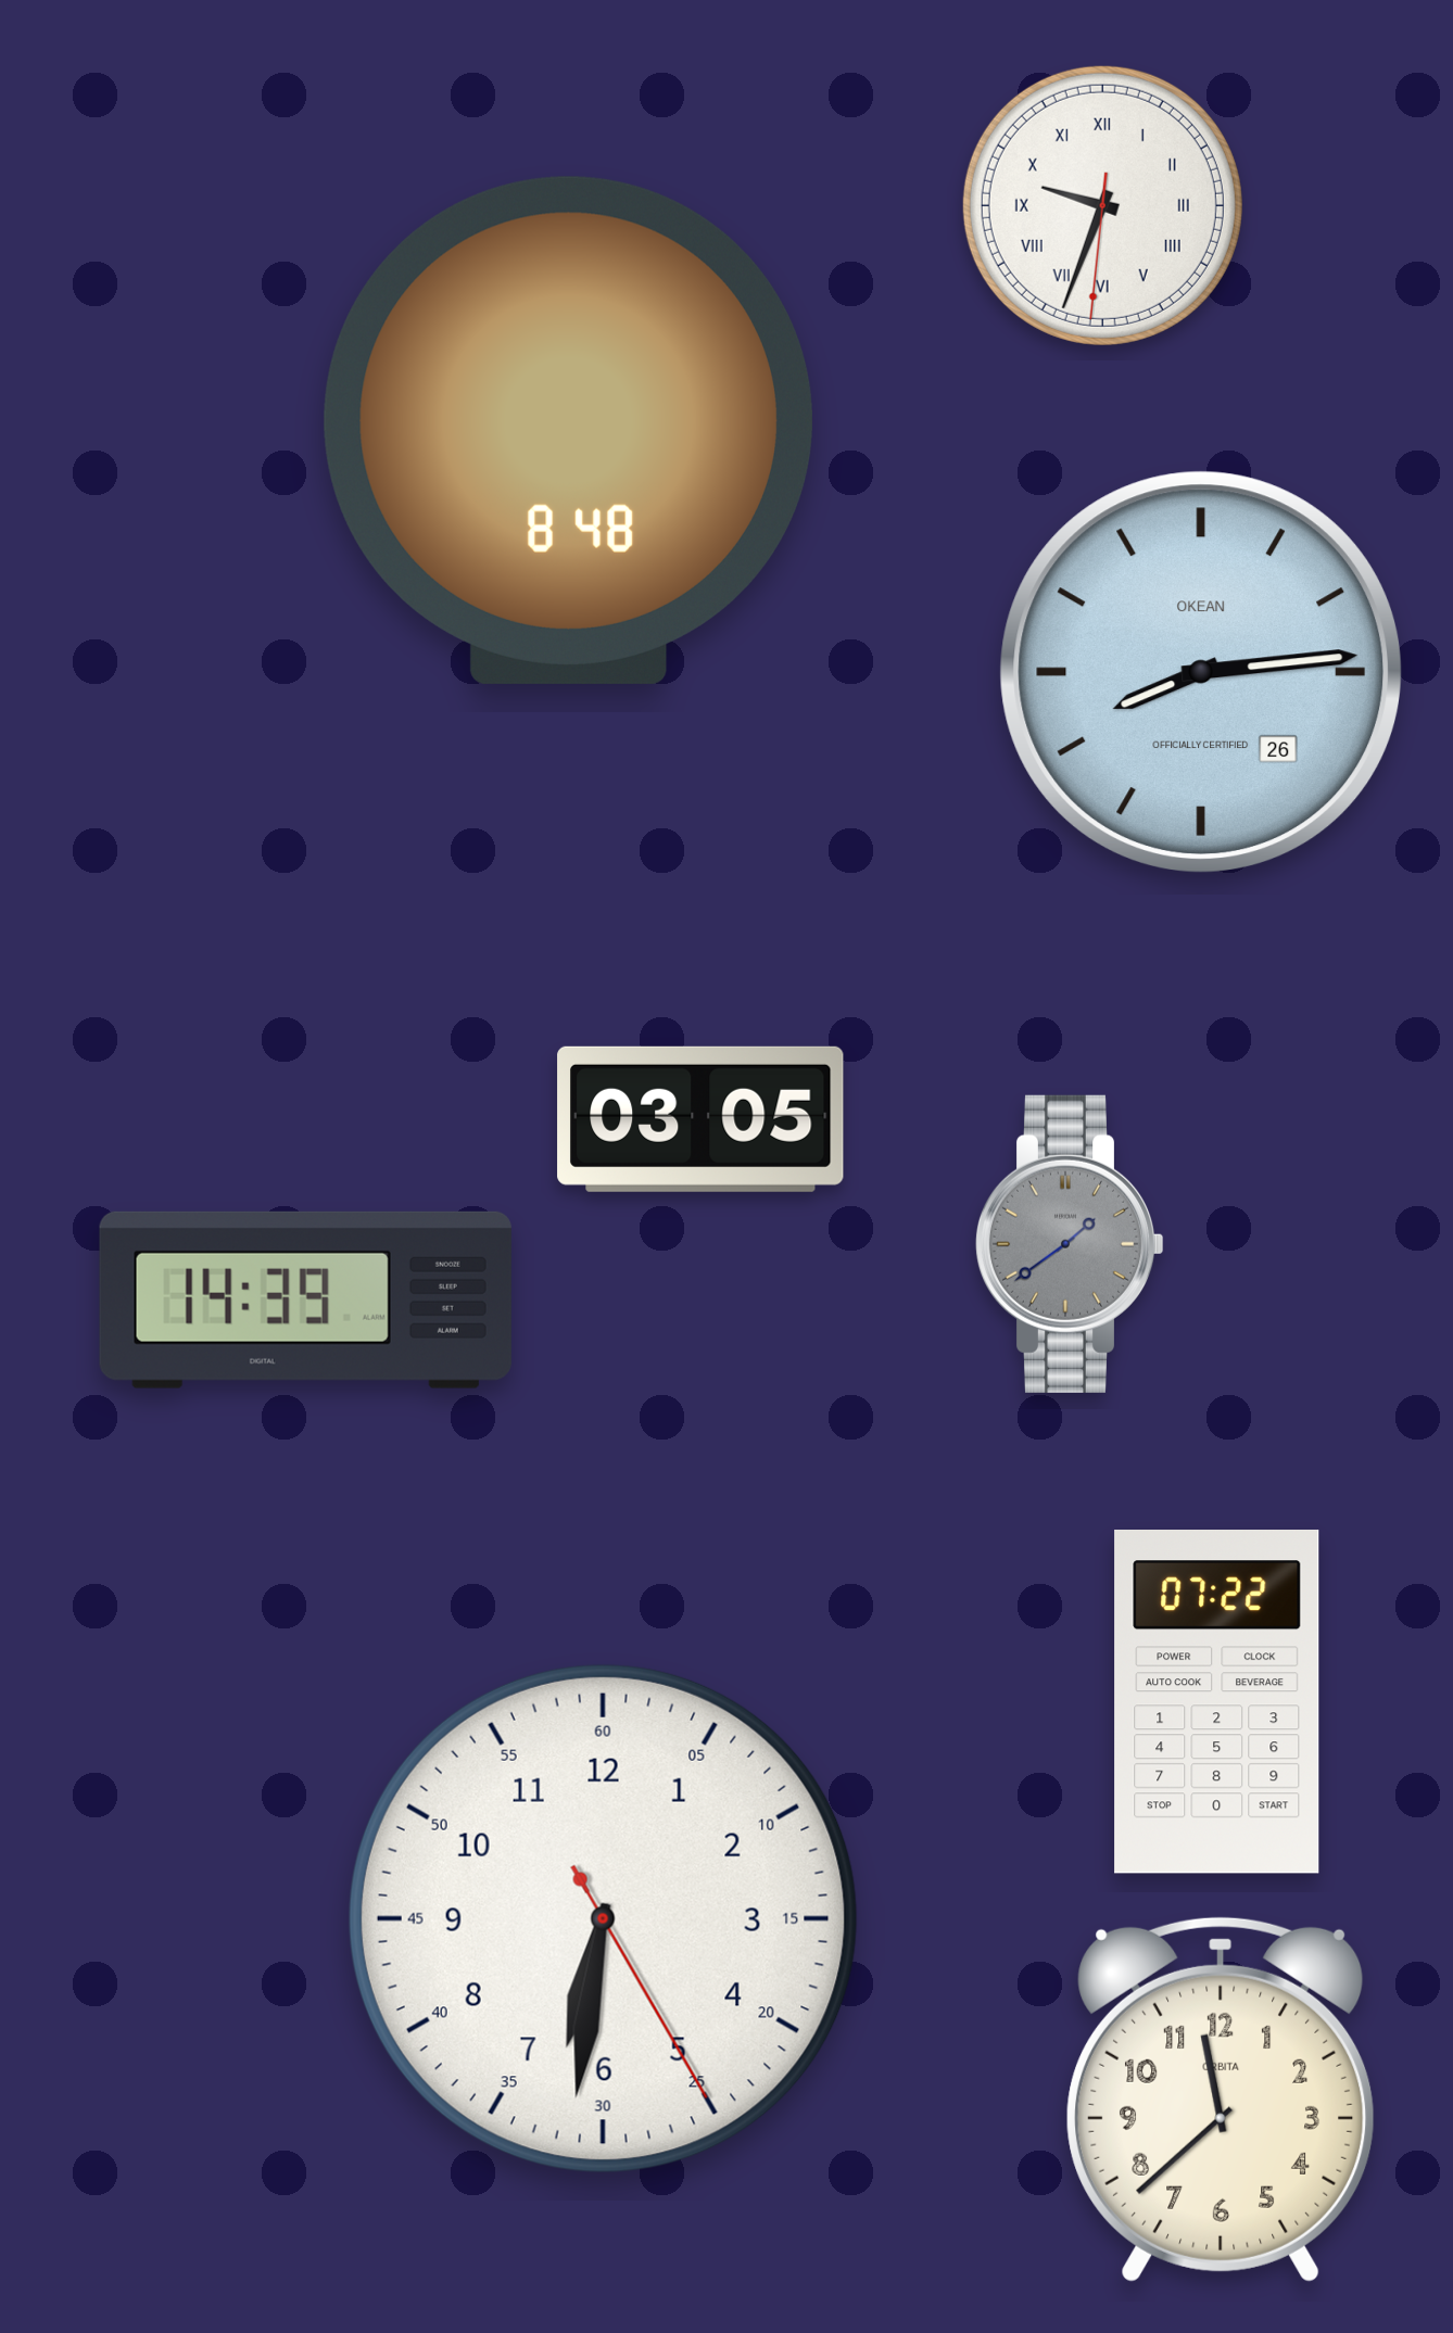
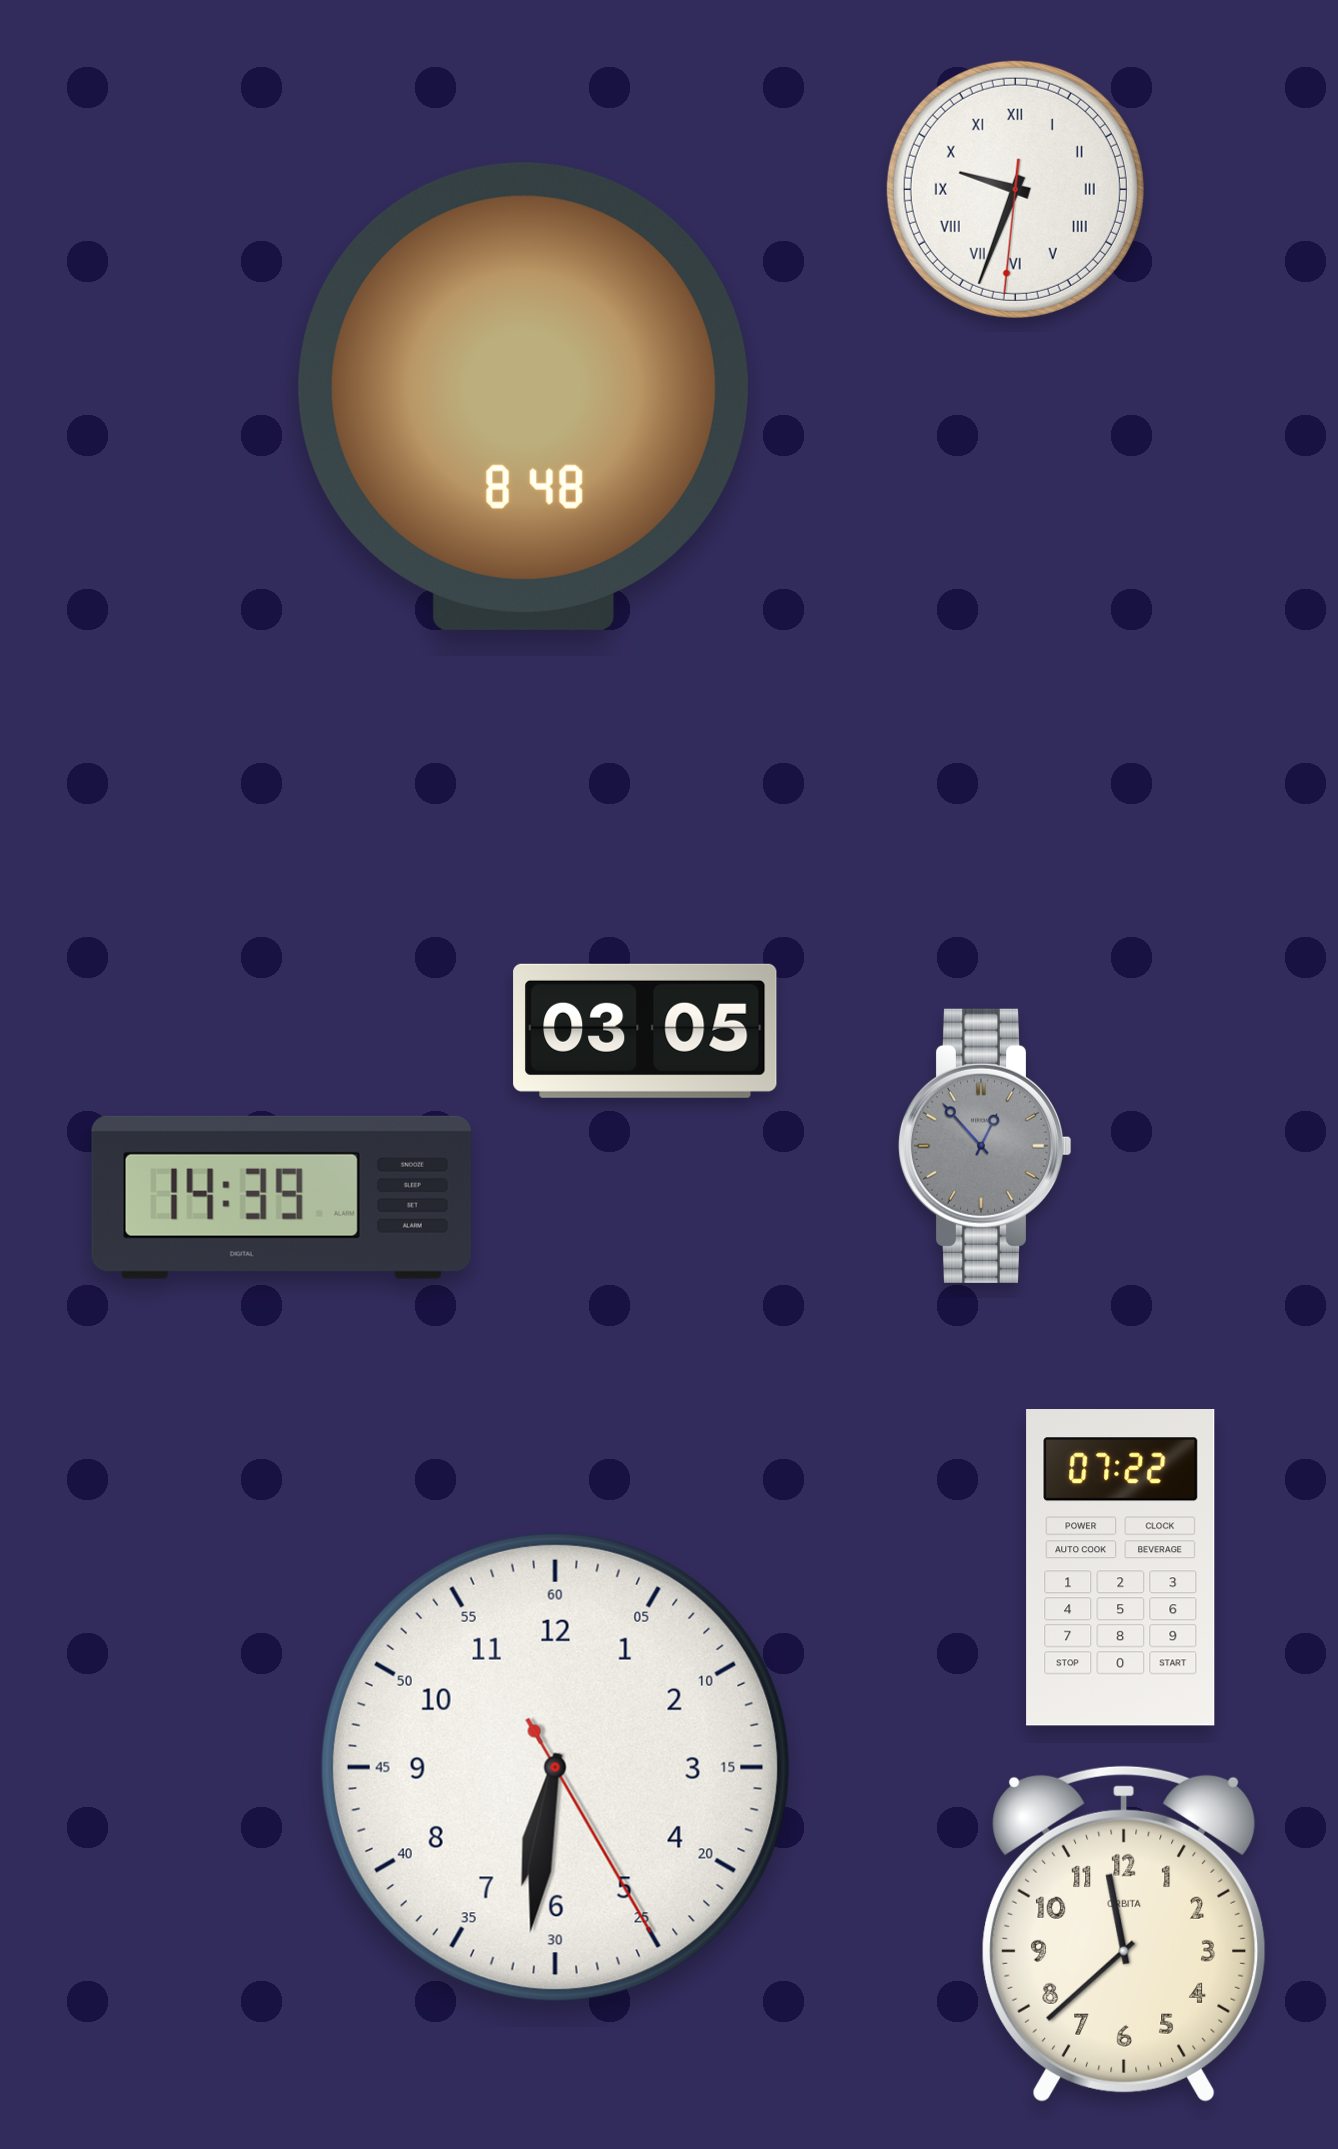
clock at (1200, 671): 8:14 -> none
clock at (1070, 1244): 1:39 -> 12:53
